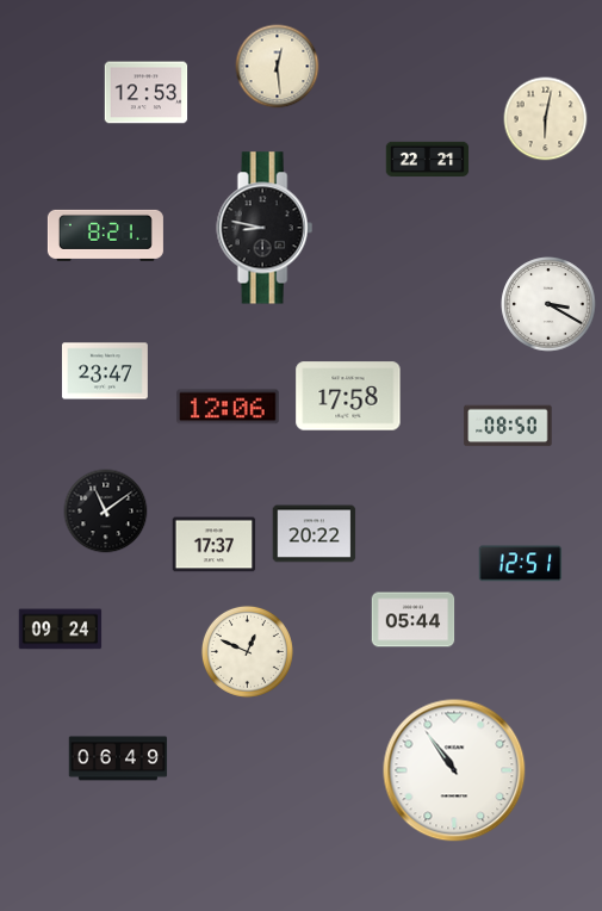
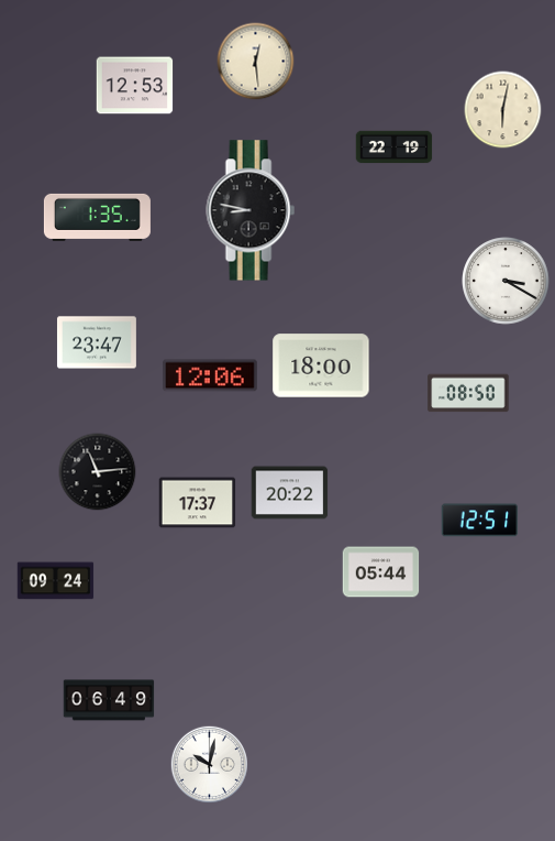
clock at (428, 160): 22:21 -> 22:19
clock at (265, 228) position: (265, 228) -> (251, 210)
clock at (105, 235): 8:21 -> 1:35
clock at (348, 396): 17:58 -> 18:00
clock at (106, 512): 11:09 -> 11:14
clock at (247, 651): 12:49 -> none
clock at (454, 770): 10:54 -> none
clock at (209, 764): none -> 10:02
